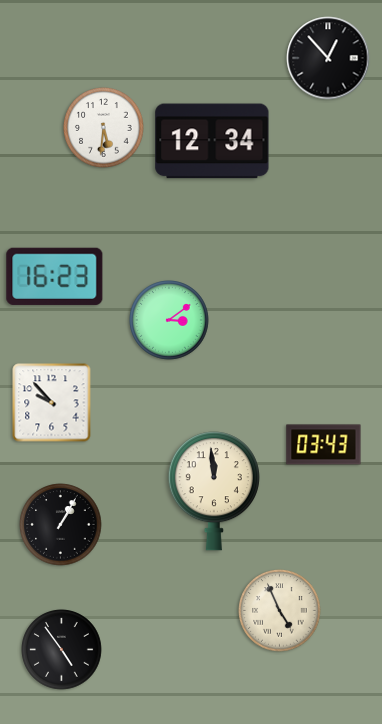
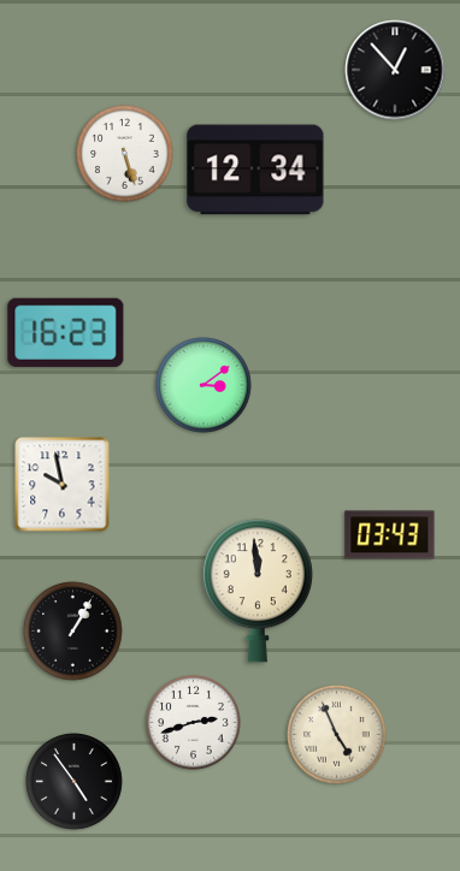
clock at (104, 128): 5:31 -> 5:27
clock at (52, 403): 9:53 -> 9:58
clock at (194, 723): none -> 2:42
